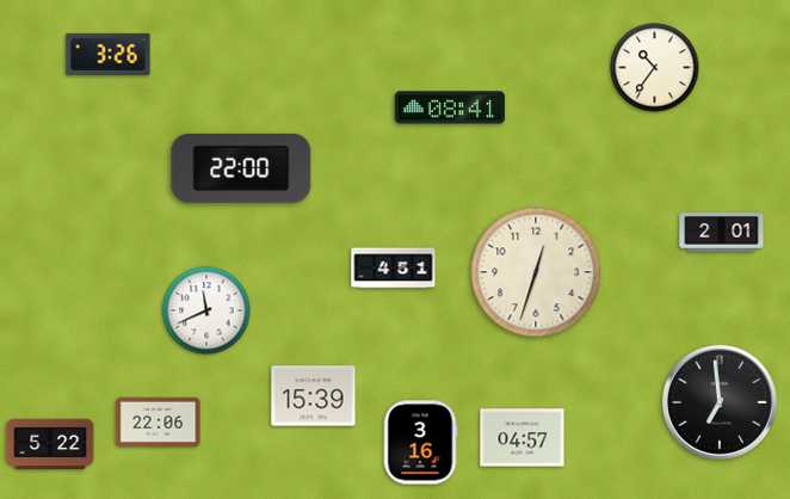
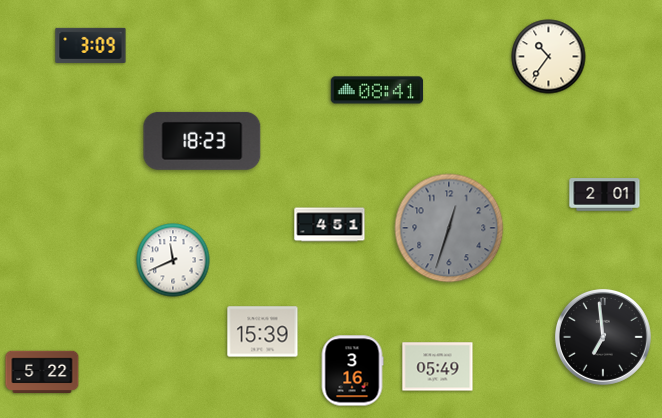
clock at (109, 54): 3:26 -> 3:09
clock at (241, 168): 22:00 -> 18:23
clock at (536, 272) dial: cream -> grey
clock at (159, 421): 22:06 -> none
clock at (523, 438): 04:57 -> 05:49
